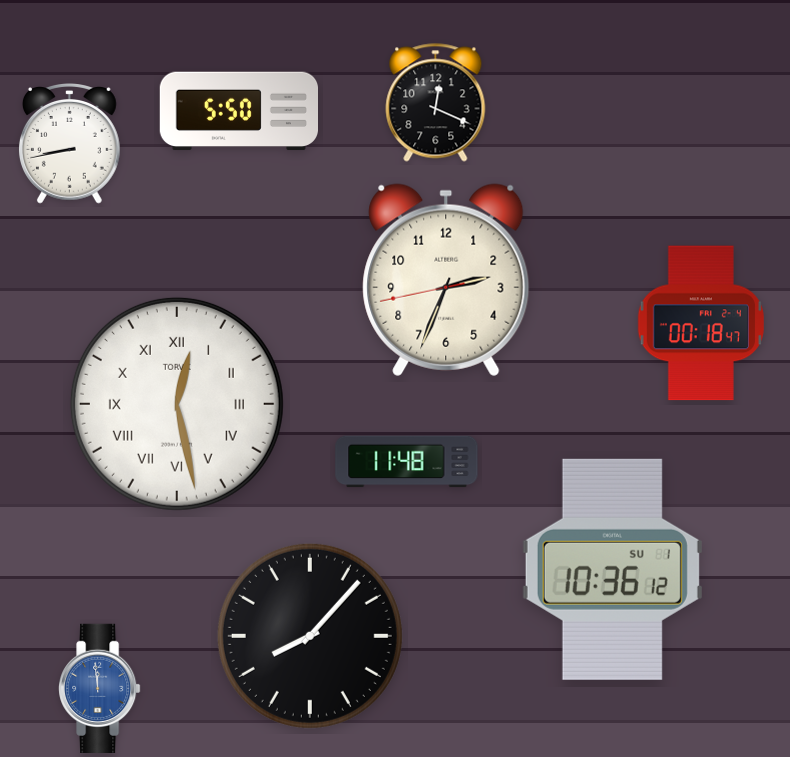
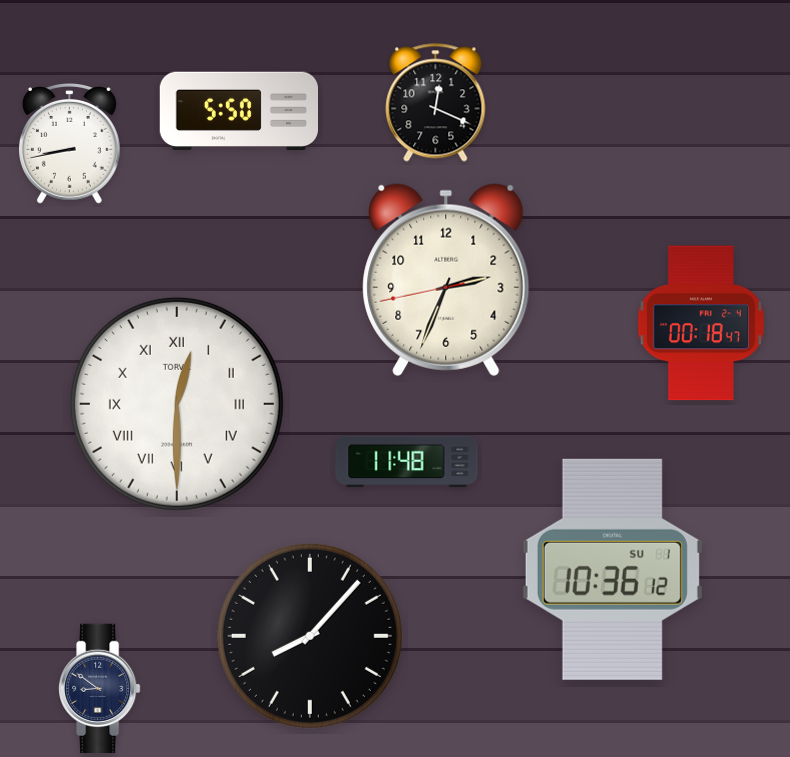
clock at (177, 404): 12:28 -> 12:30
clock at (100, 688): 11:59 -> 8:51
clock at (100, 688) dial: blue -> navy
